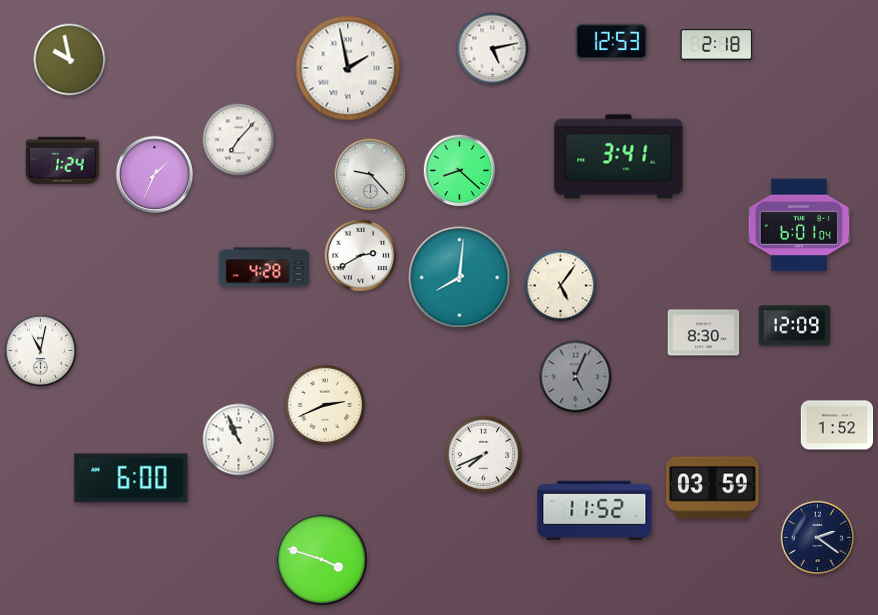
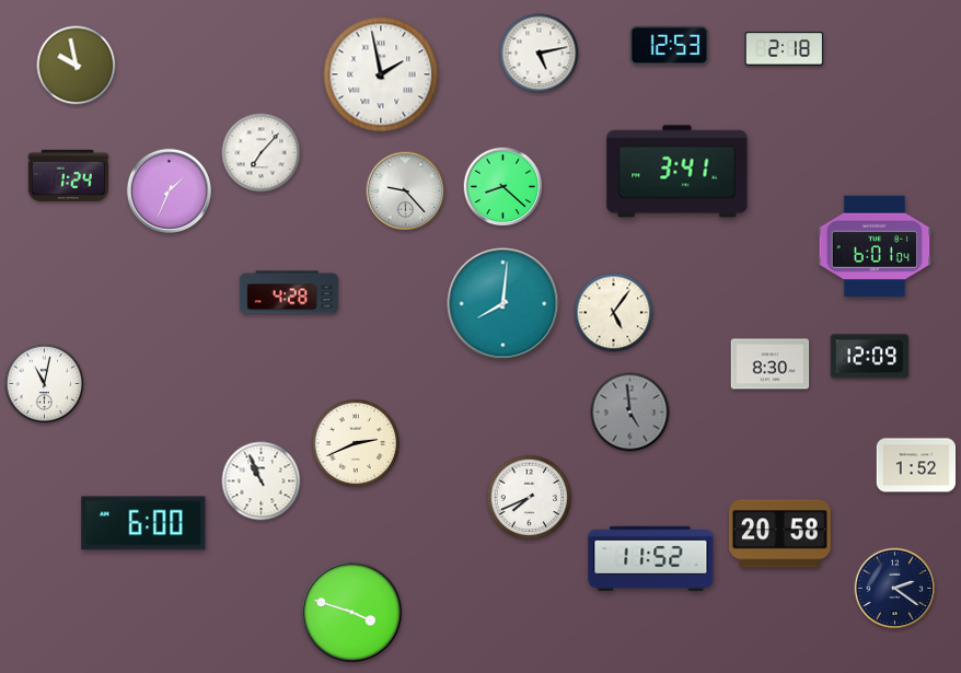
clock at (361, 256): 2:40 -> none
clock at (576, 377): 5:04 -> 4:59
clock at (713, 488): 03:59 -> 20:58
